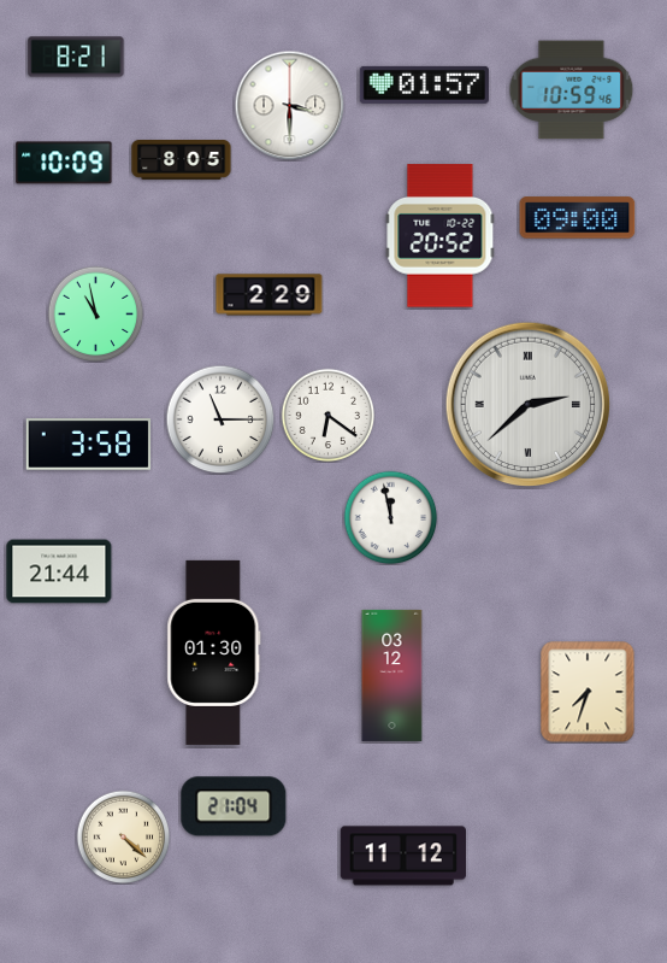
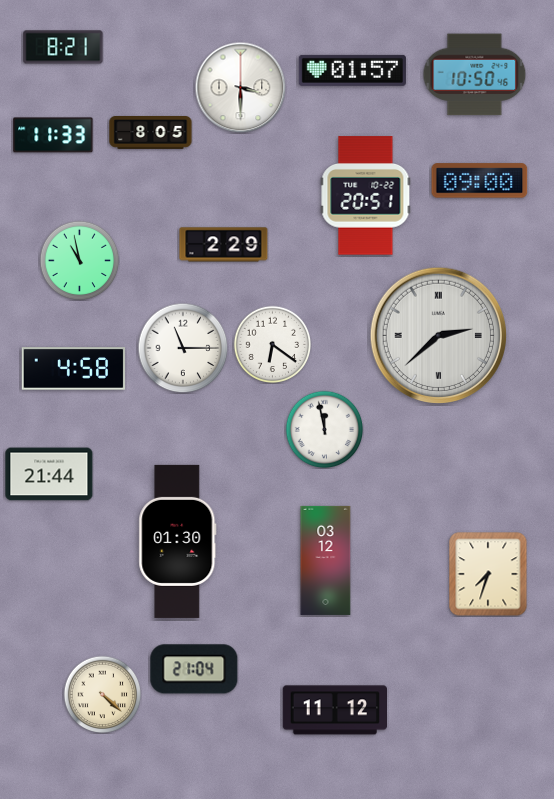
clock at (572, 90): 10:59 -> 10:50
clock at (64, 163): 10:09 -> 11:33
clock at (441, 236): 20:52 -> 20:51
clock at (89, 445): 3:58 -> 4:58
